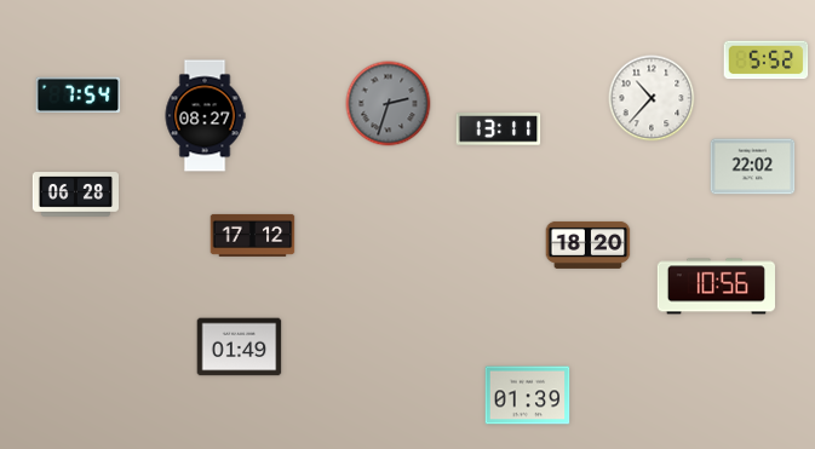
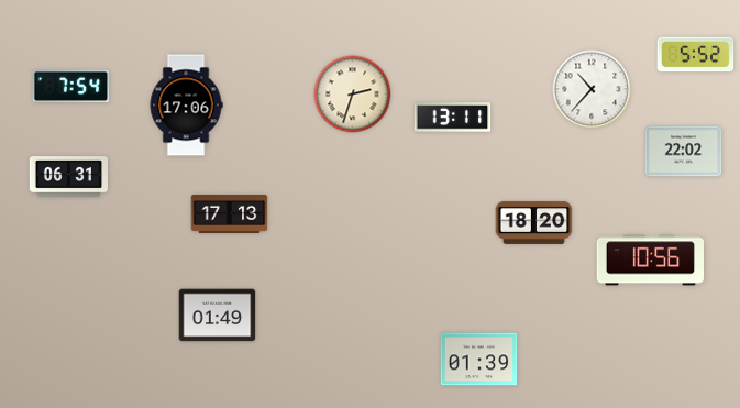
clock at (389, 104) dial: grey -> cream
clock at (205, 116): 08:27 -> 17:06
clock at (75, 195): 06:28 -> 06:31
clock at (253, 235): 17:12 -> 17:13
